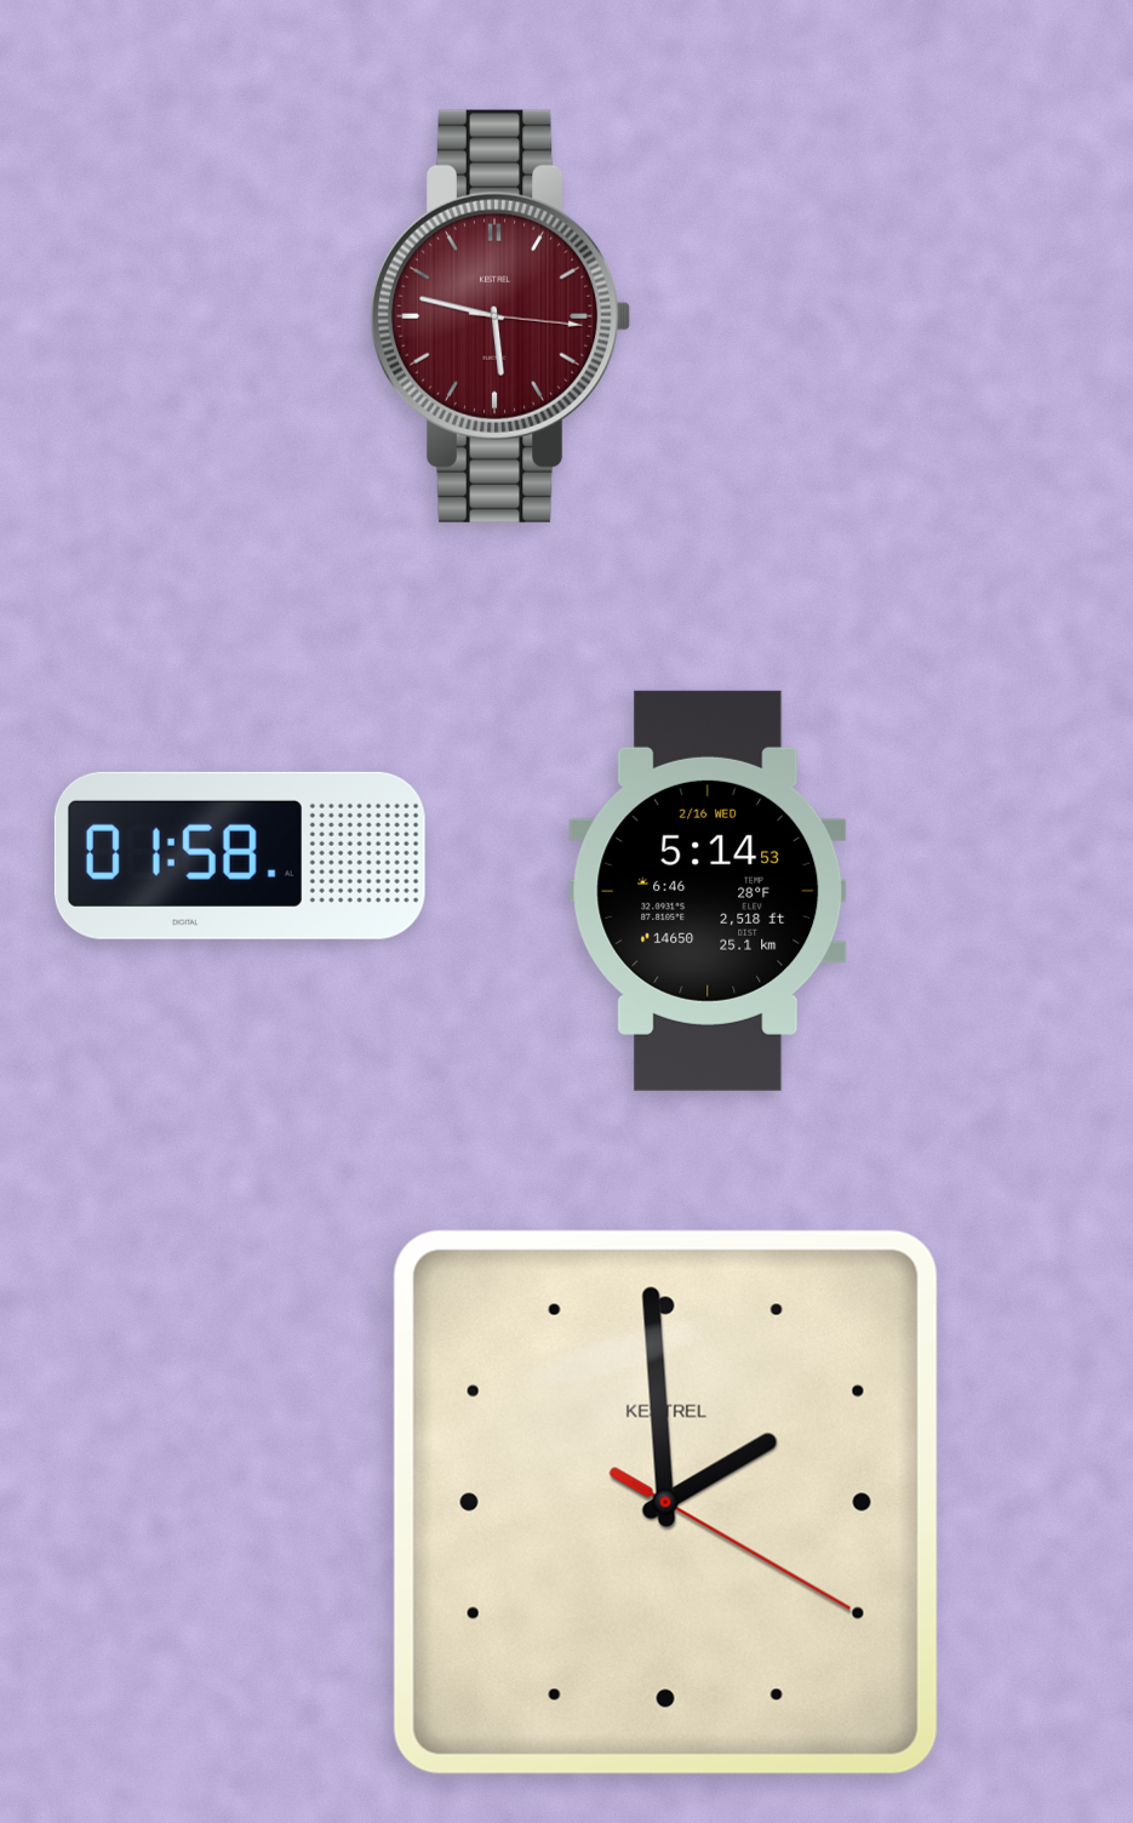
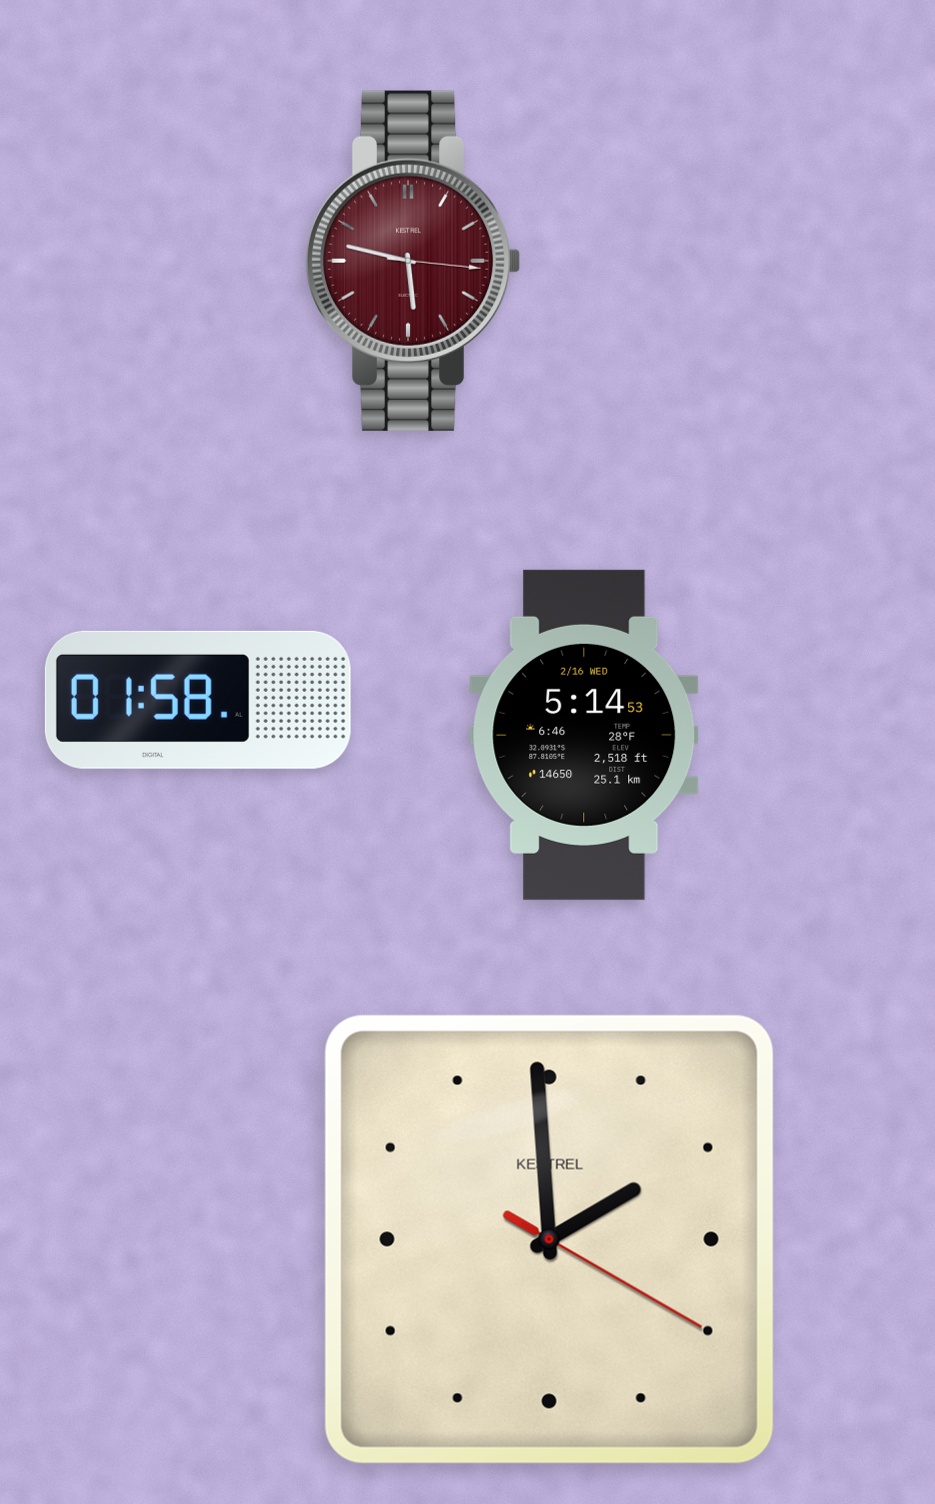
clock at (240, 856) position: (240, 856) -> (198, 700)
